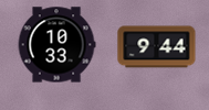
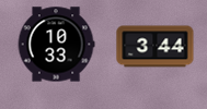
clock at (157, 47): 9:44 -> 3:44
